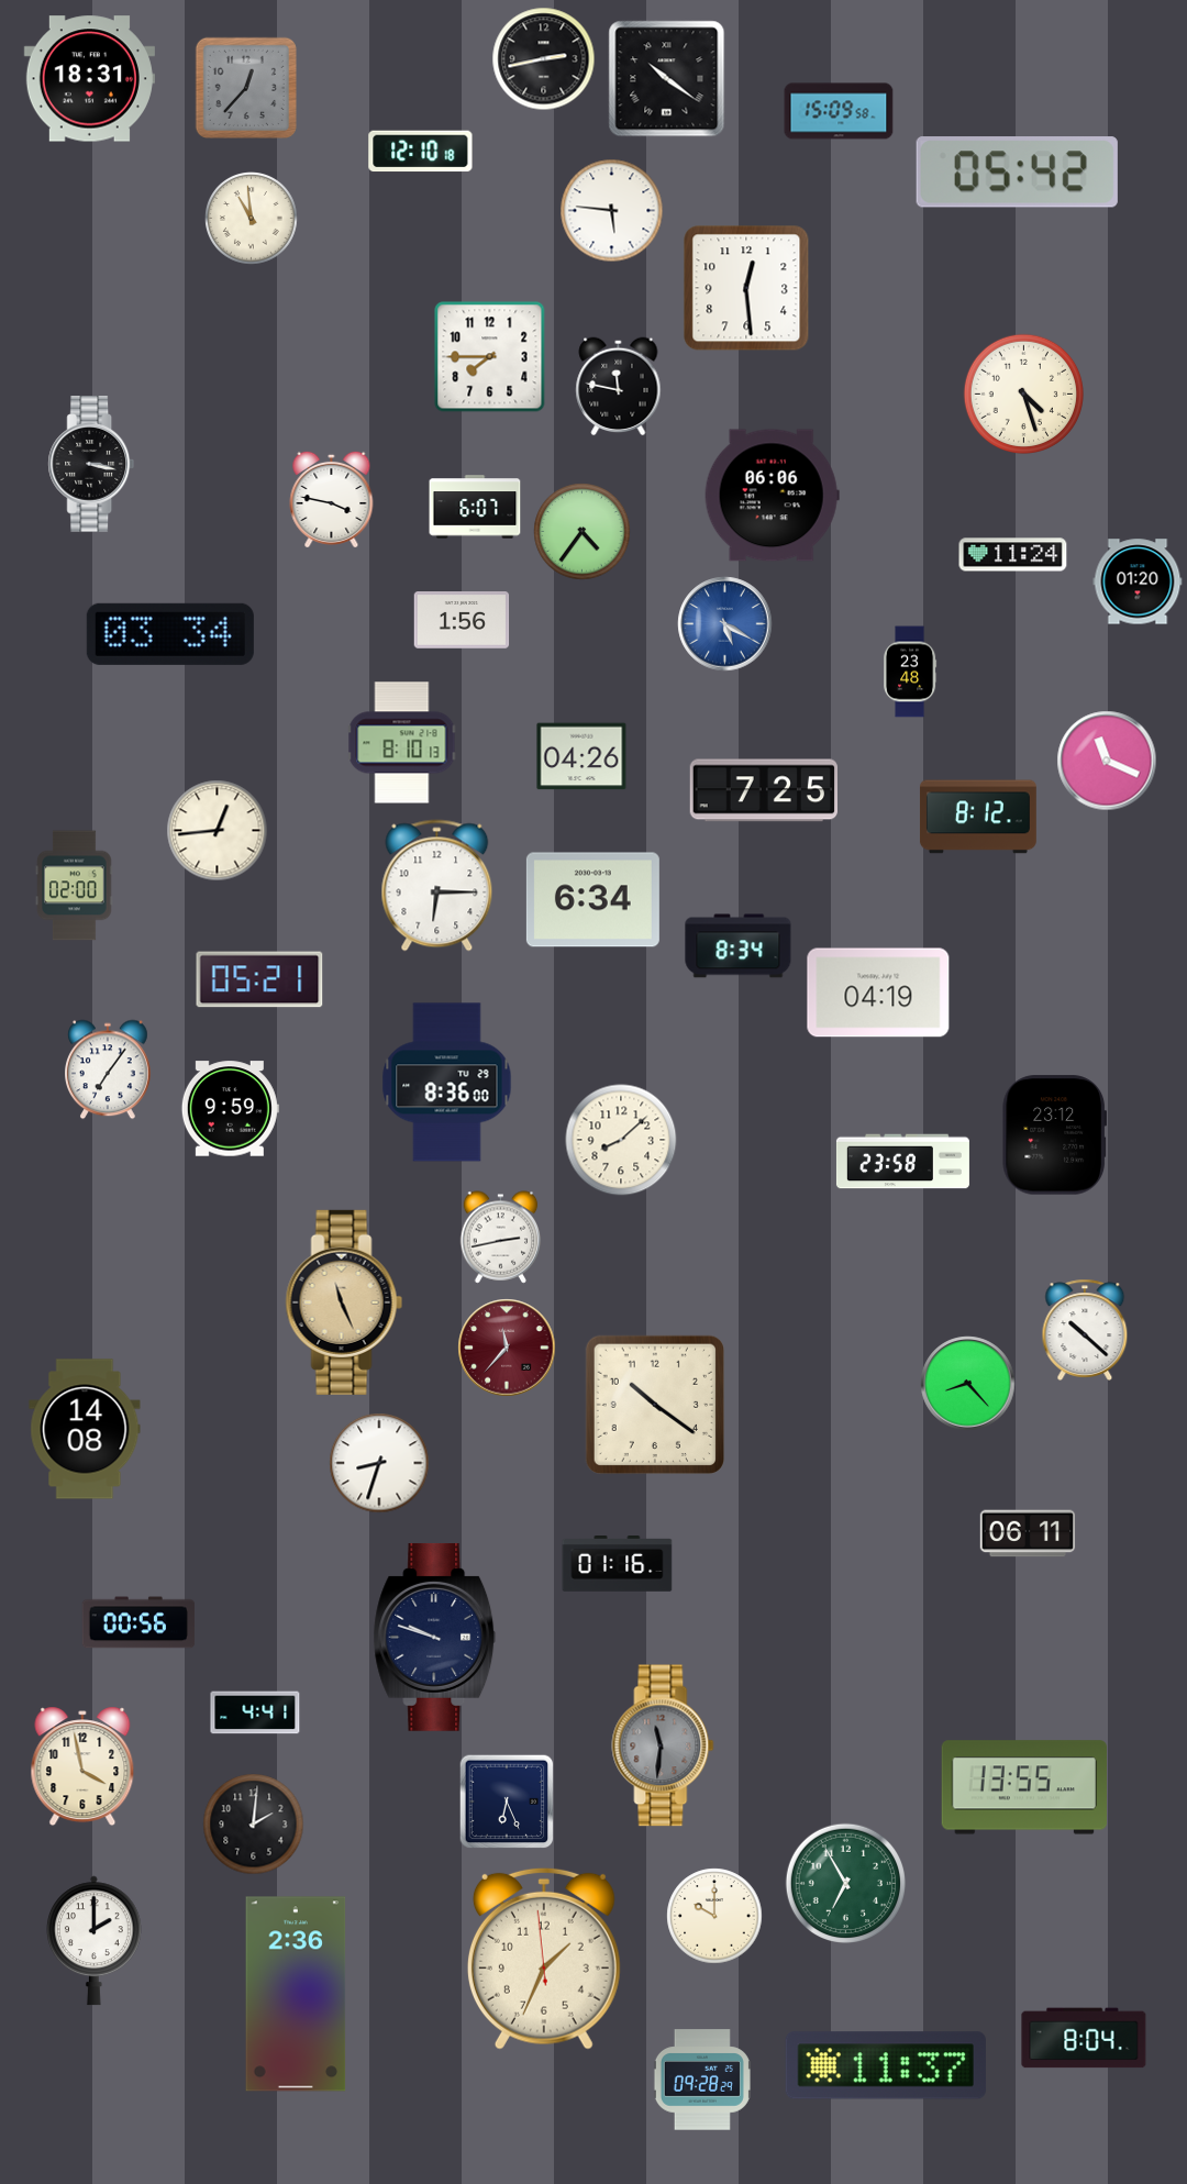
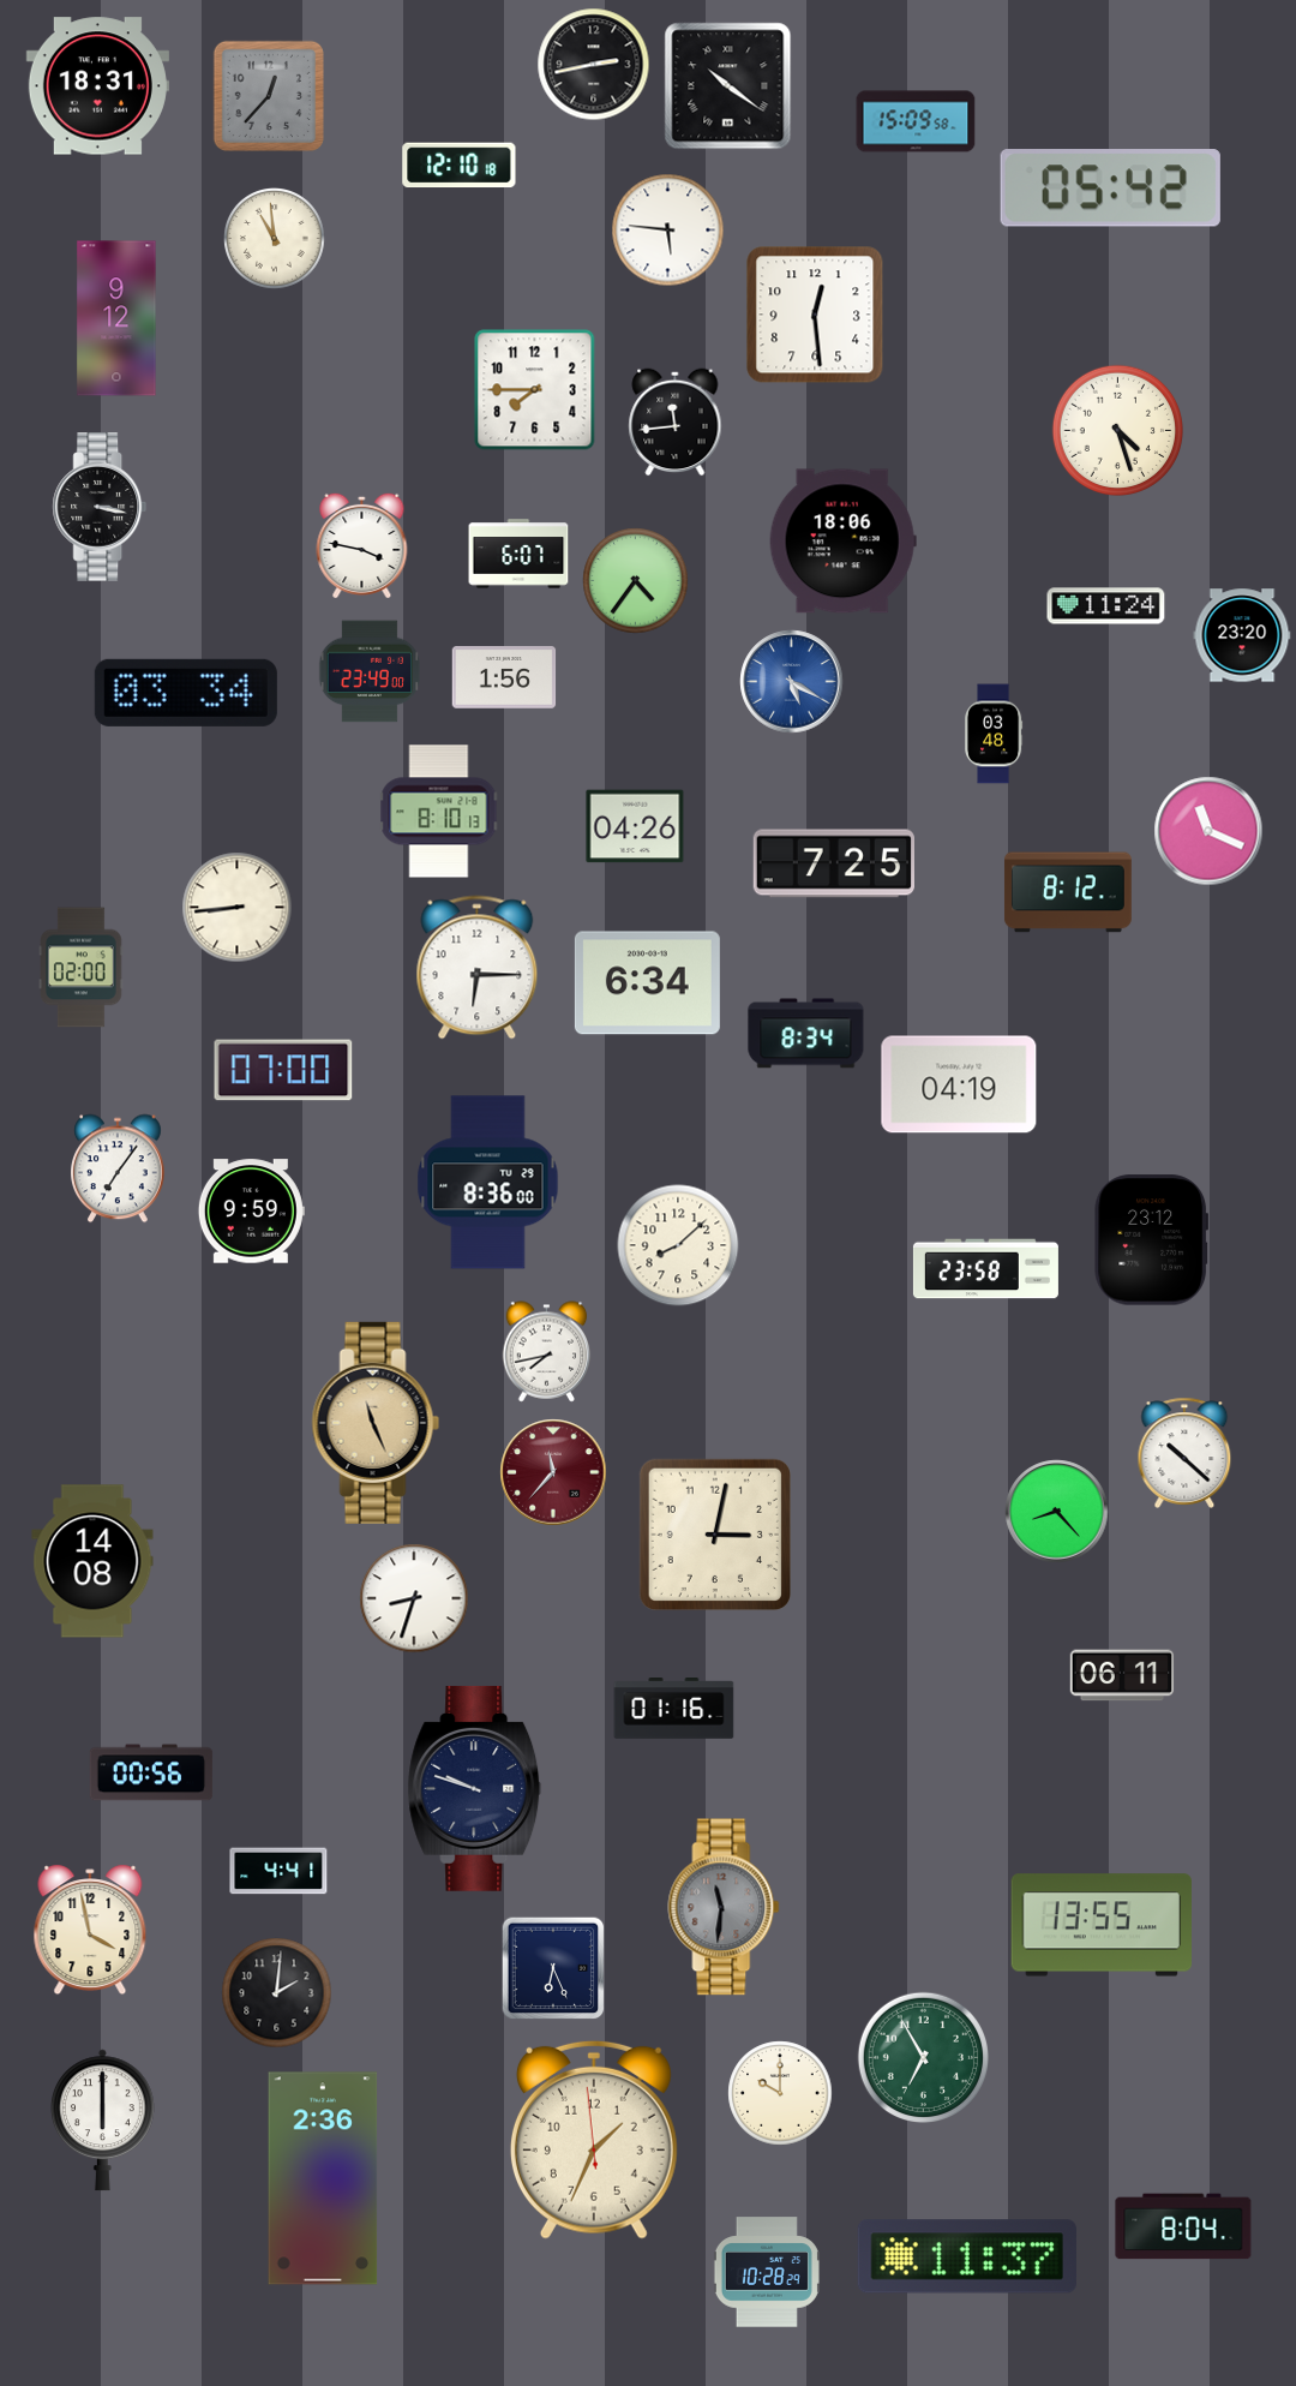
clock at (116, 318): none -> 9:12
clock at (619, 387): 11:47 -> 11:44
clock at (772, 496): 06:06 -> 18:06
clock at (1138, 581): 01:20 -> 23:20
clock at (370, 671): none -> 23:49
clock at (911, 672): 23:48 -> 03:48
clock at (218, 831): 12:44 -> 8:44
clock at (259, 979): 05:21 -> 07:00
clock at (501, 1238): 2:43 -> 7:43
clock at (655, 1405): 10:21 -> 3:02
clock at (1023, 1787) position: (1023, 1787) -> (1100, 1925)
clock at (93, 1941): 2:00 -> 6:00
clock at (702, 2080): 09:28 -> 10:28
